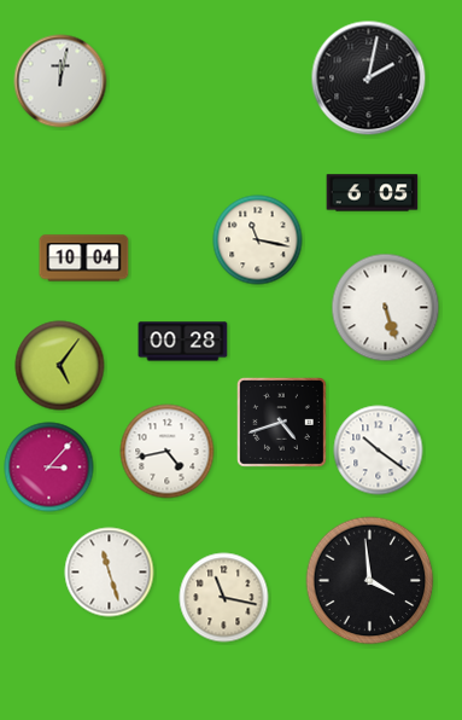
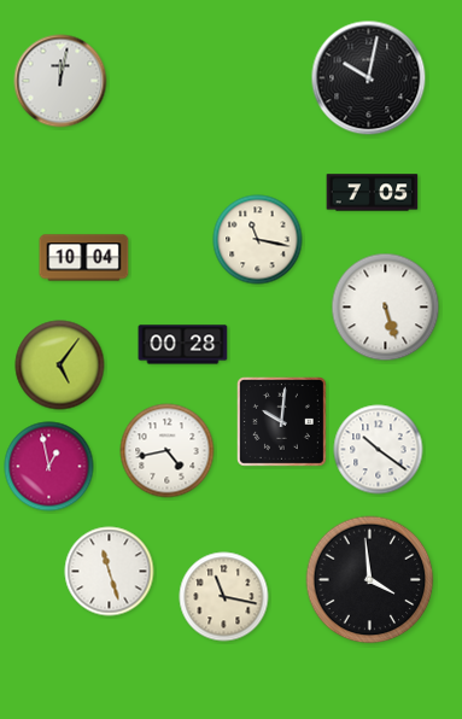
clock at (369, 79): 2:02 -> 10:02
clock at (373, 193): 6:05 -> 7:05
clock at (183, 342) position: (183, 342) -> (183, 345)
clock at (281, 422): 4:42 -> 10:01
clock at (49, 468): 3:07 -> 12:58
